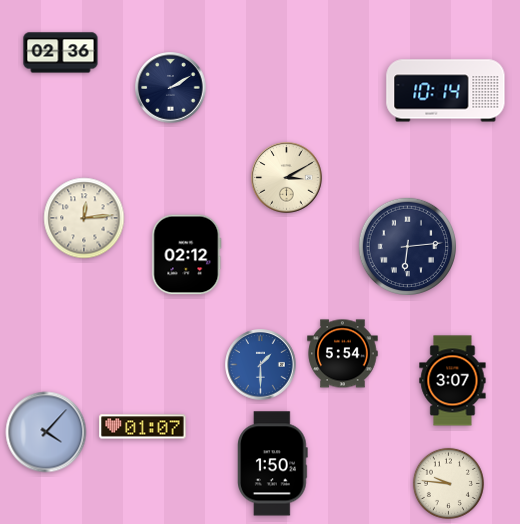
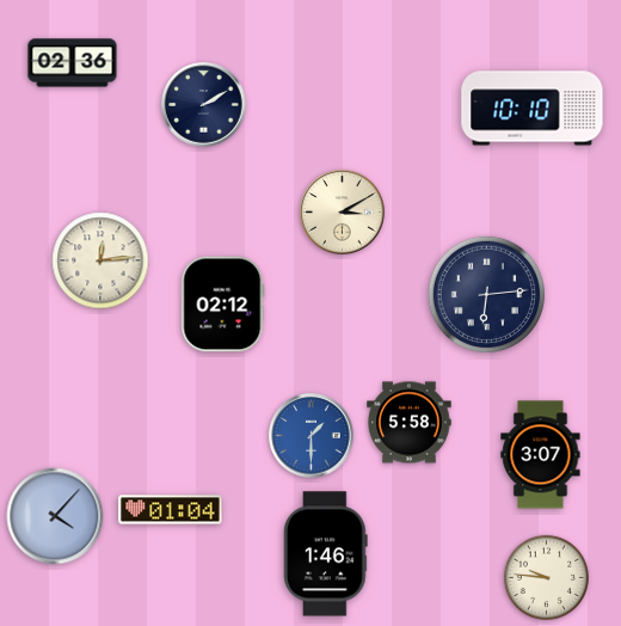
clock at (446, 91): 10:14 -> 10:10
clock at (343, 354): 5:54 -> 5:58
clock at (143, 427): 01:07 -> 01:04
clock at (273, 464): 1:50 -> 1:46
clock at (448, 483) position: (448, 483) -> (546, 577)
